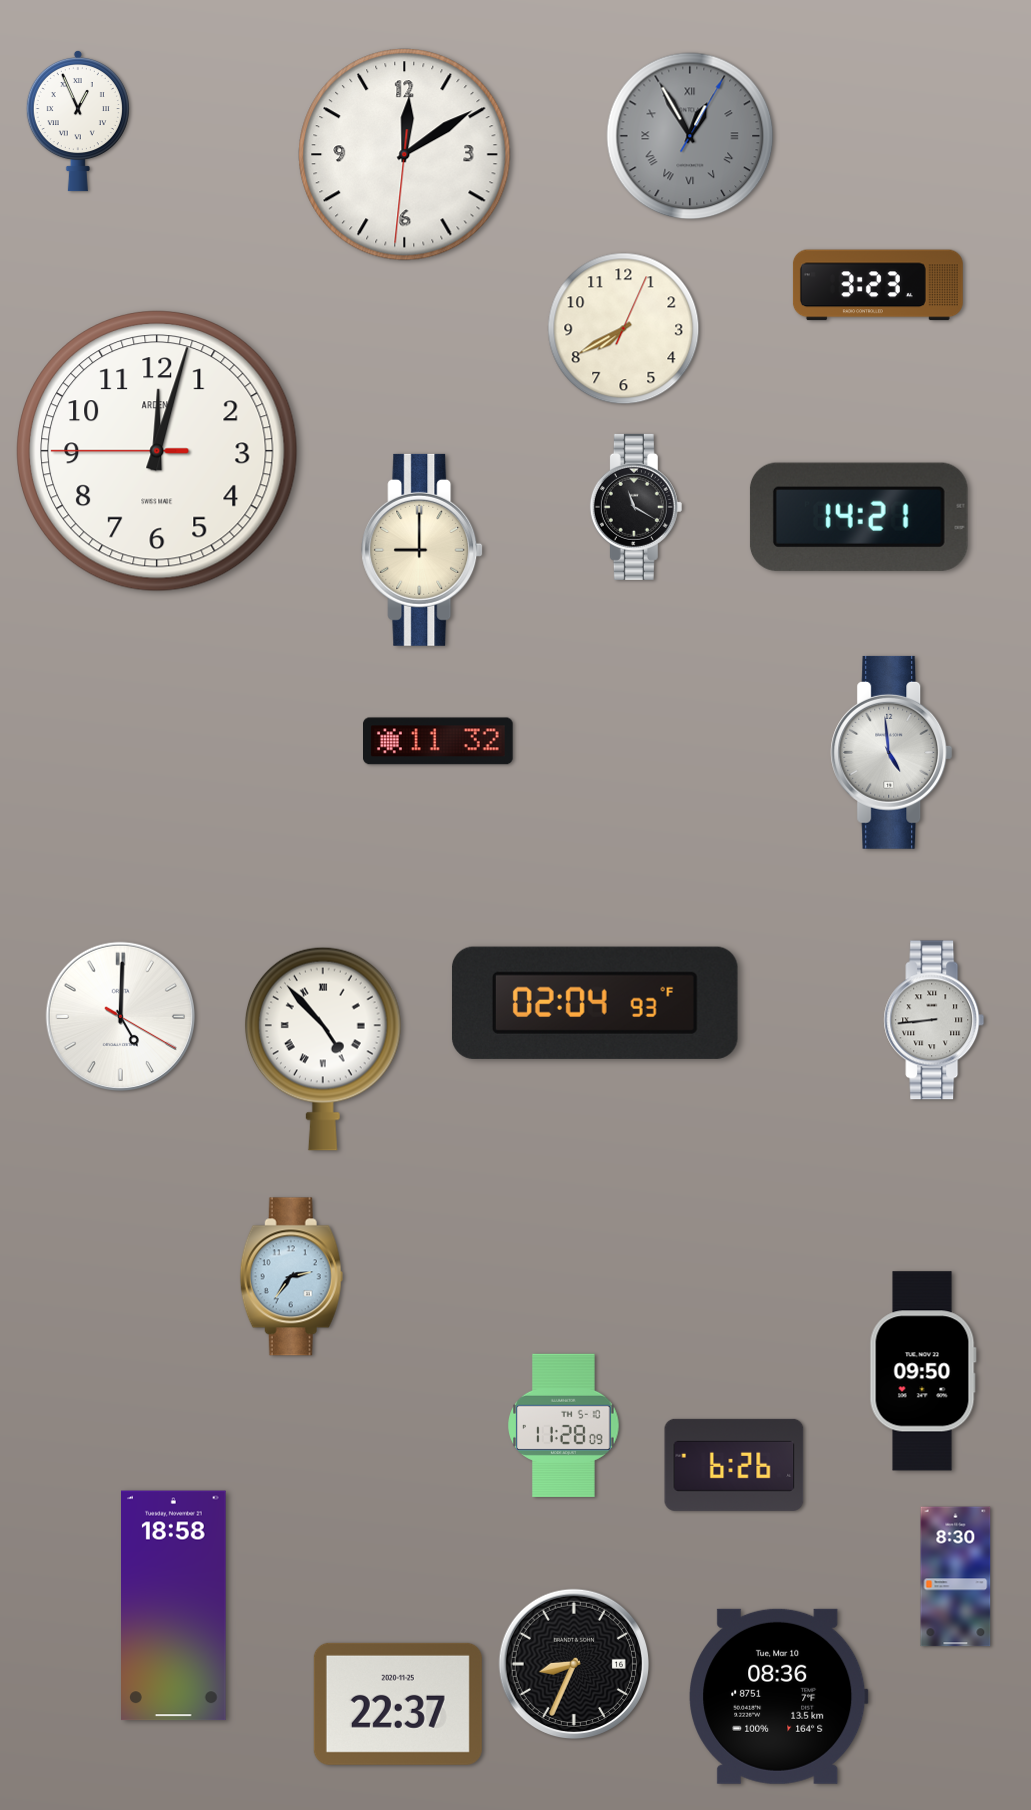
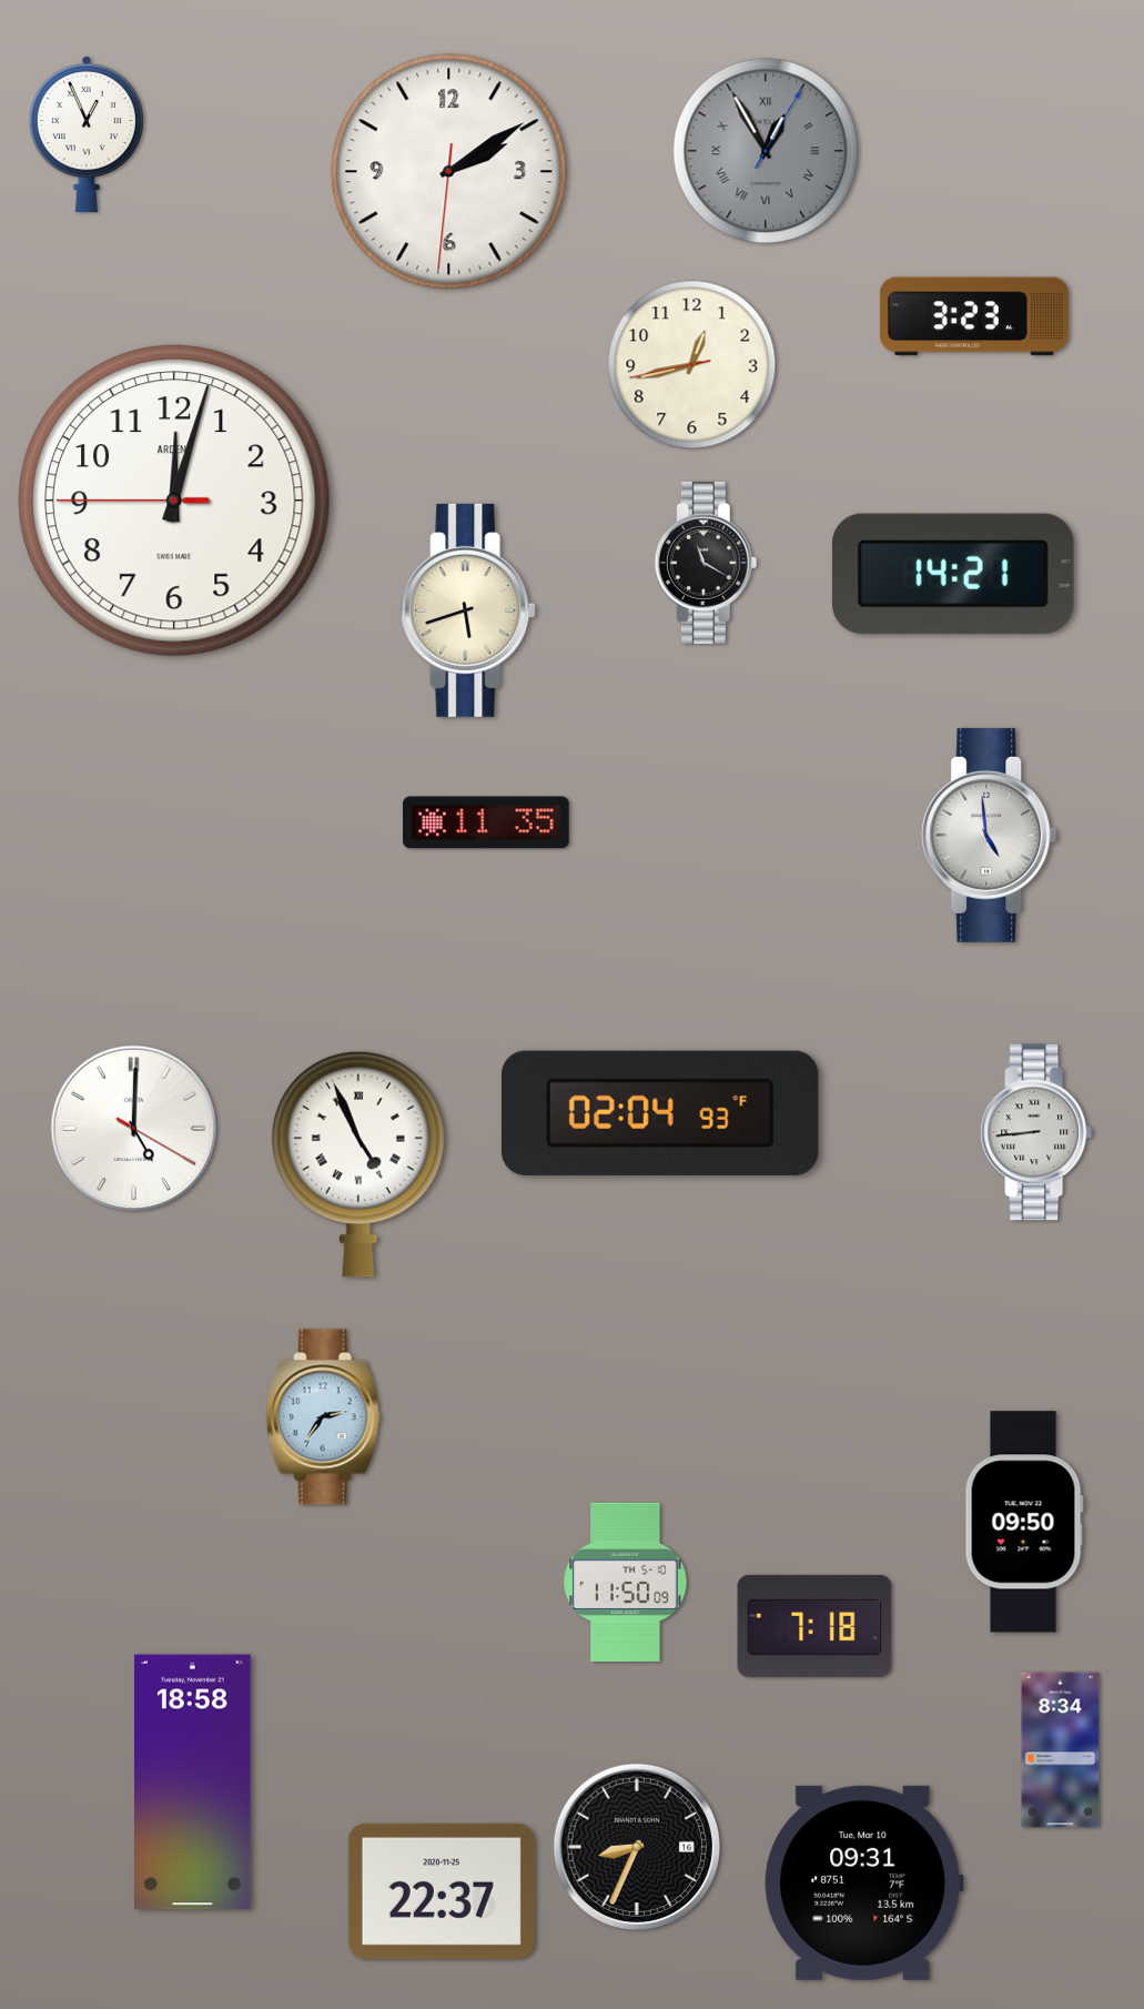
clock at (405, 155): 12:09 -> 2:09
clock at (624, 329): 7:40 -> 12:42
clock at (422, 550): 9:00 -> 5:42
clock at (439, 741): 11:32 -> 11:35
clock at (323, 1049): 4:53 -> 4:56
clock at (564, 1425): 11:28 -> 11:50
clock at (734, 1465): 6:26 -> 7:18
clock at (956, 1577): 8:30 -> 8:34
clock at (779, 1696): 08:36 -> 09:31
